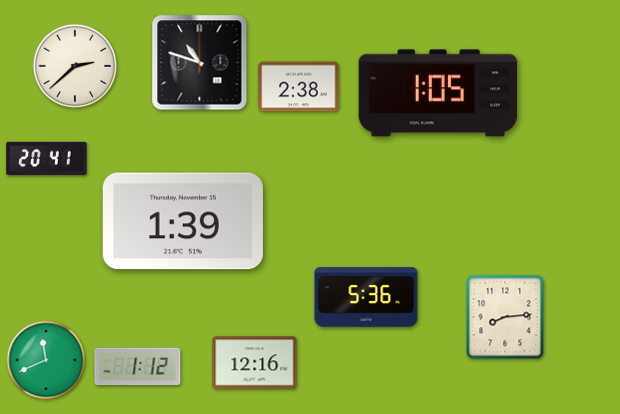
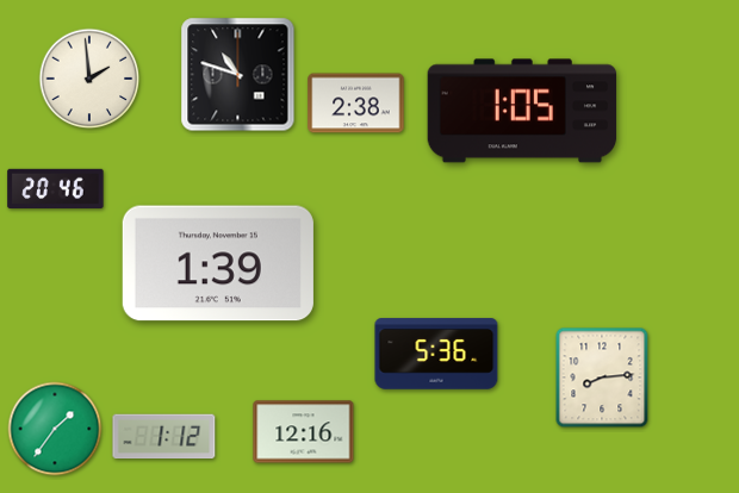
clock at (75, 66): 2:38 -> 1:59
clock at (47, 159): 20:41 -> 20:46
clock at (46, 360): 11:41 -> 1:36
